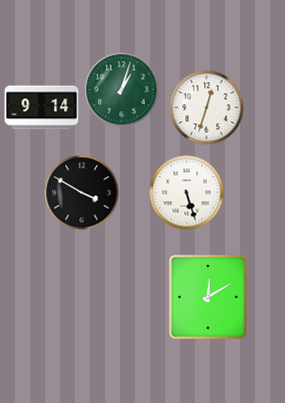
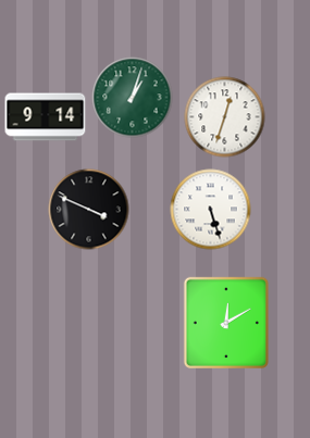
clock at (82, 193): 3:50 -> 3:49
clock at (187, 193) position: (187, 193) -> (211, 210)
